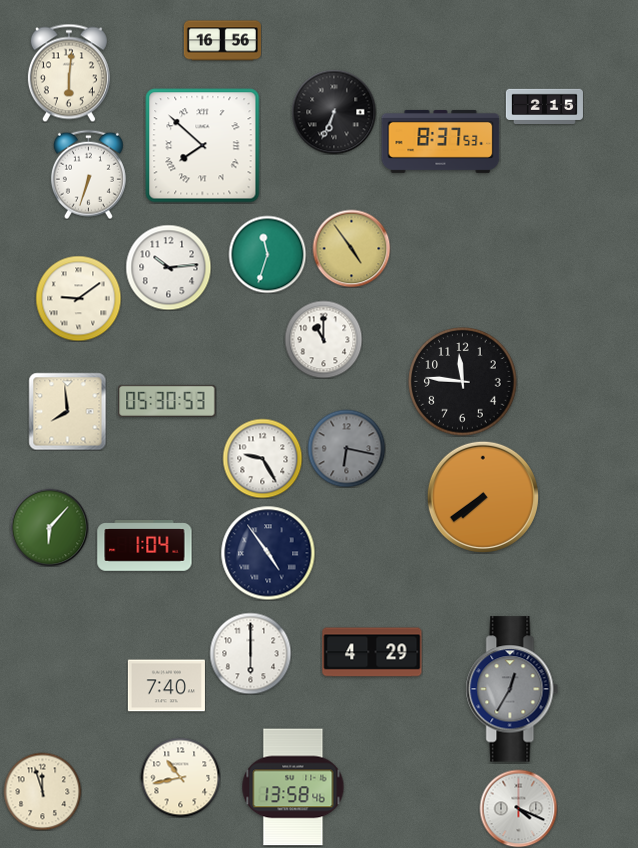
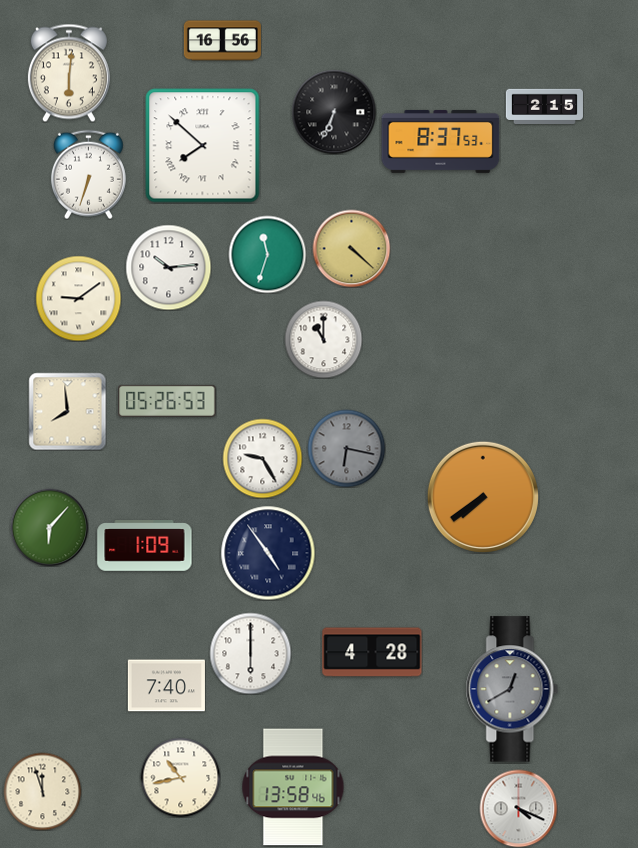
clock at (351, 248): 4:54 -> 4:22
clock at (463, 382): 11:46 -> none
clock at (167, 401): 05:30 -> 05:26
clock at (145, 546): 1:04 -> 1:09
clock at (372, 652): 4:29 -> 4:28
clock at (512, 689): 12:35 -> 12:40
